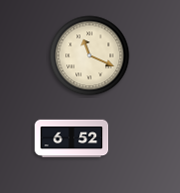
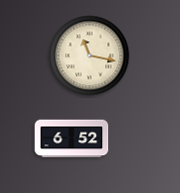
clock at (90, 56): 11:19 -> 11:17
